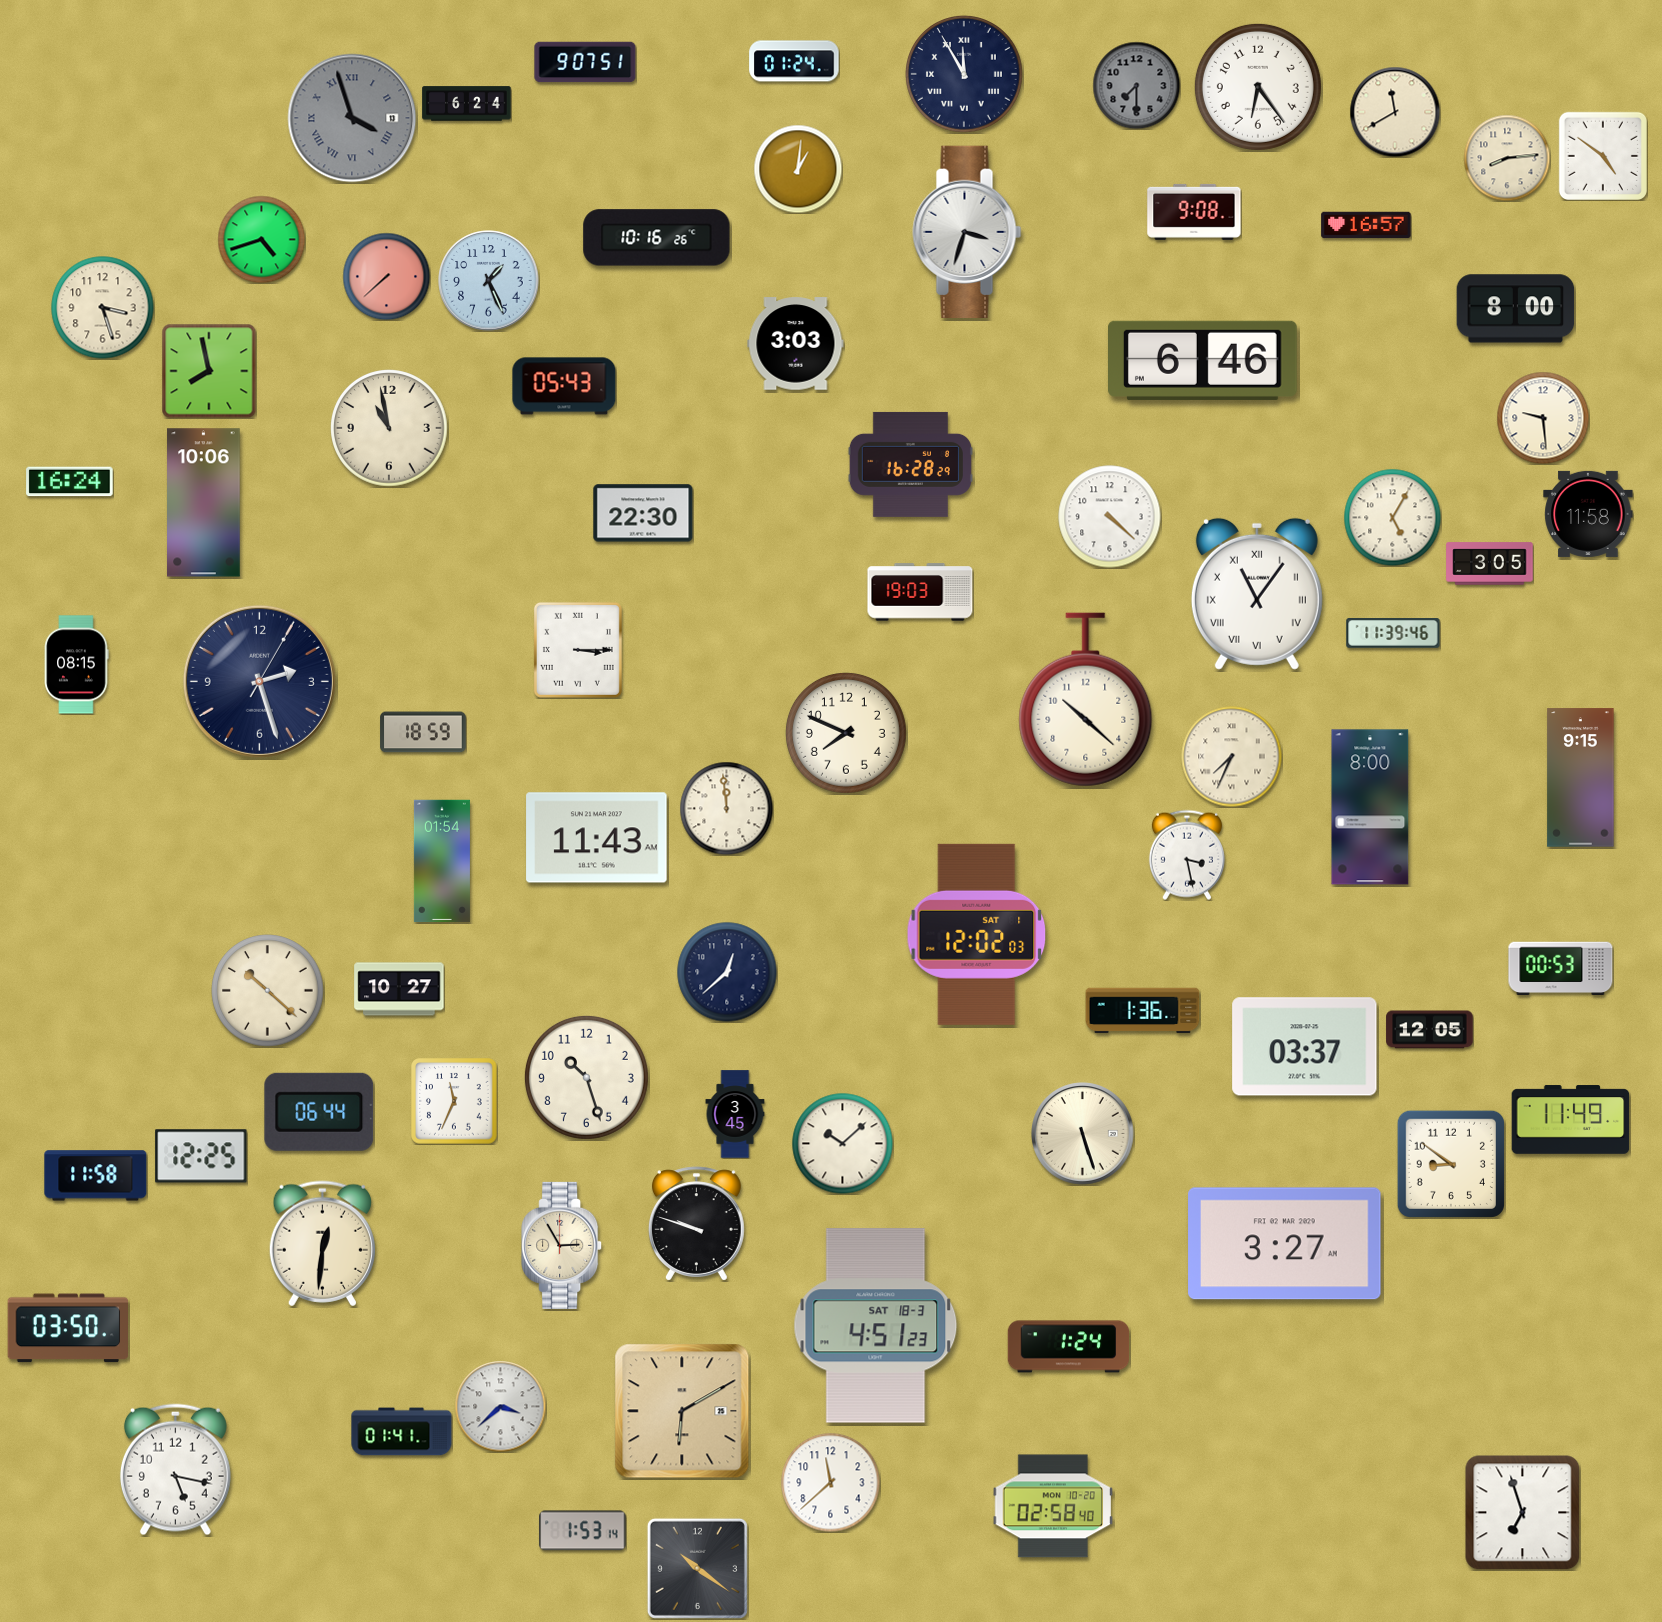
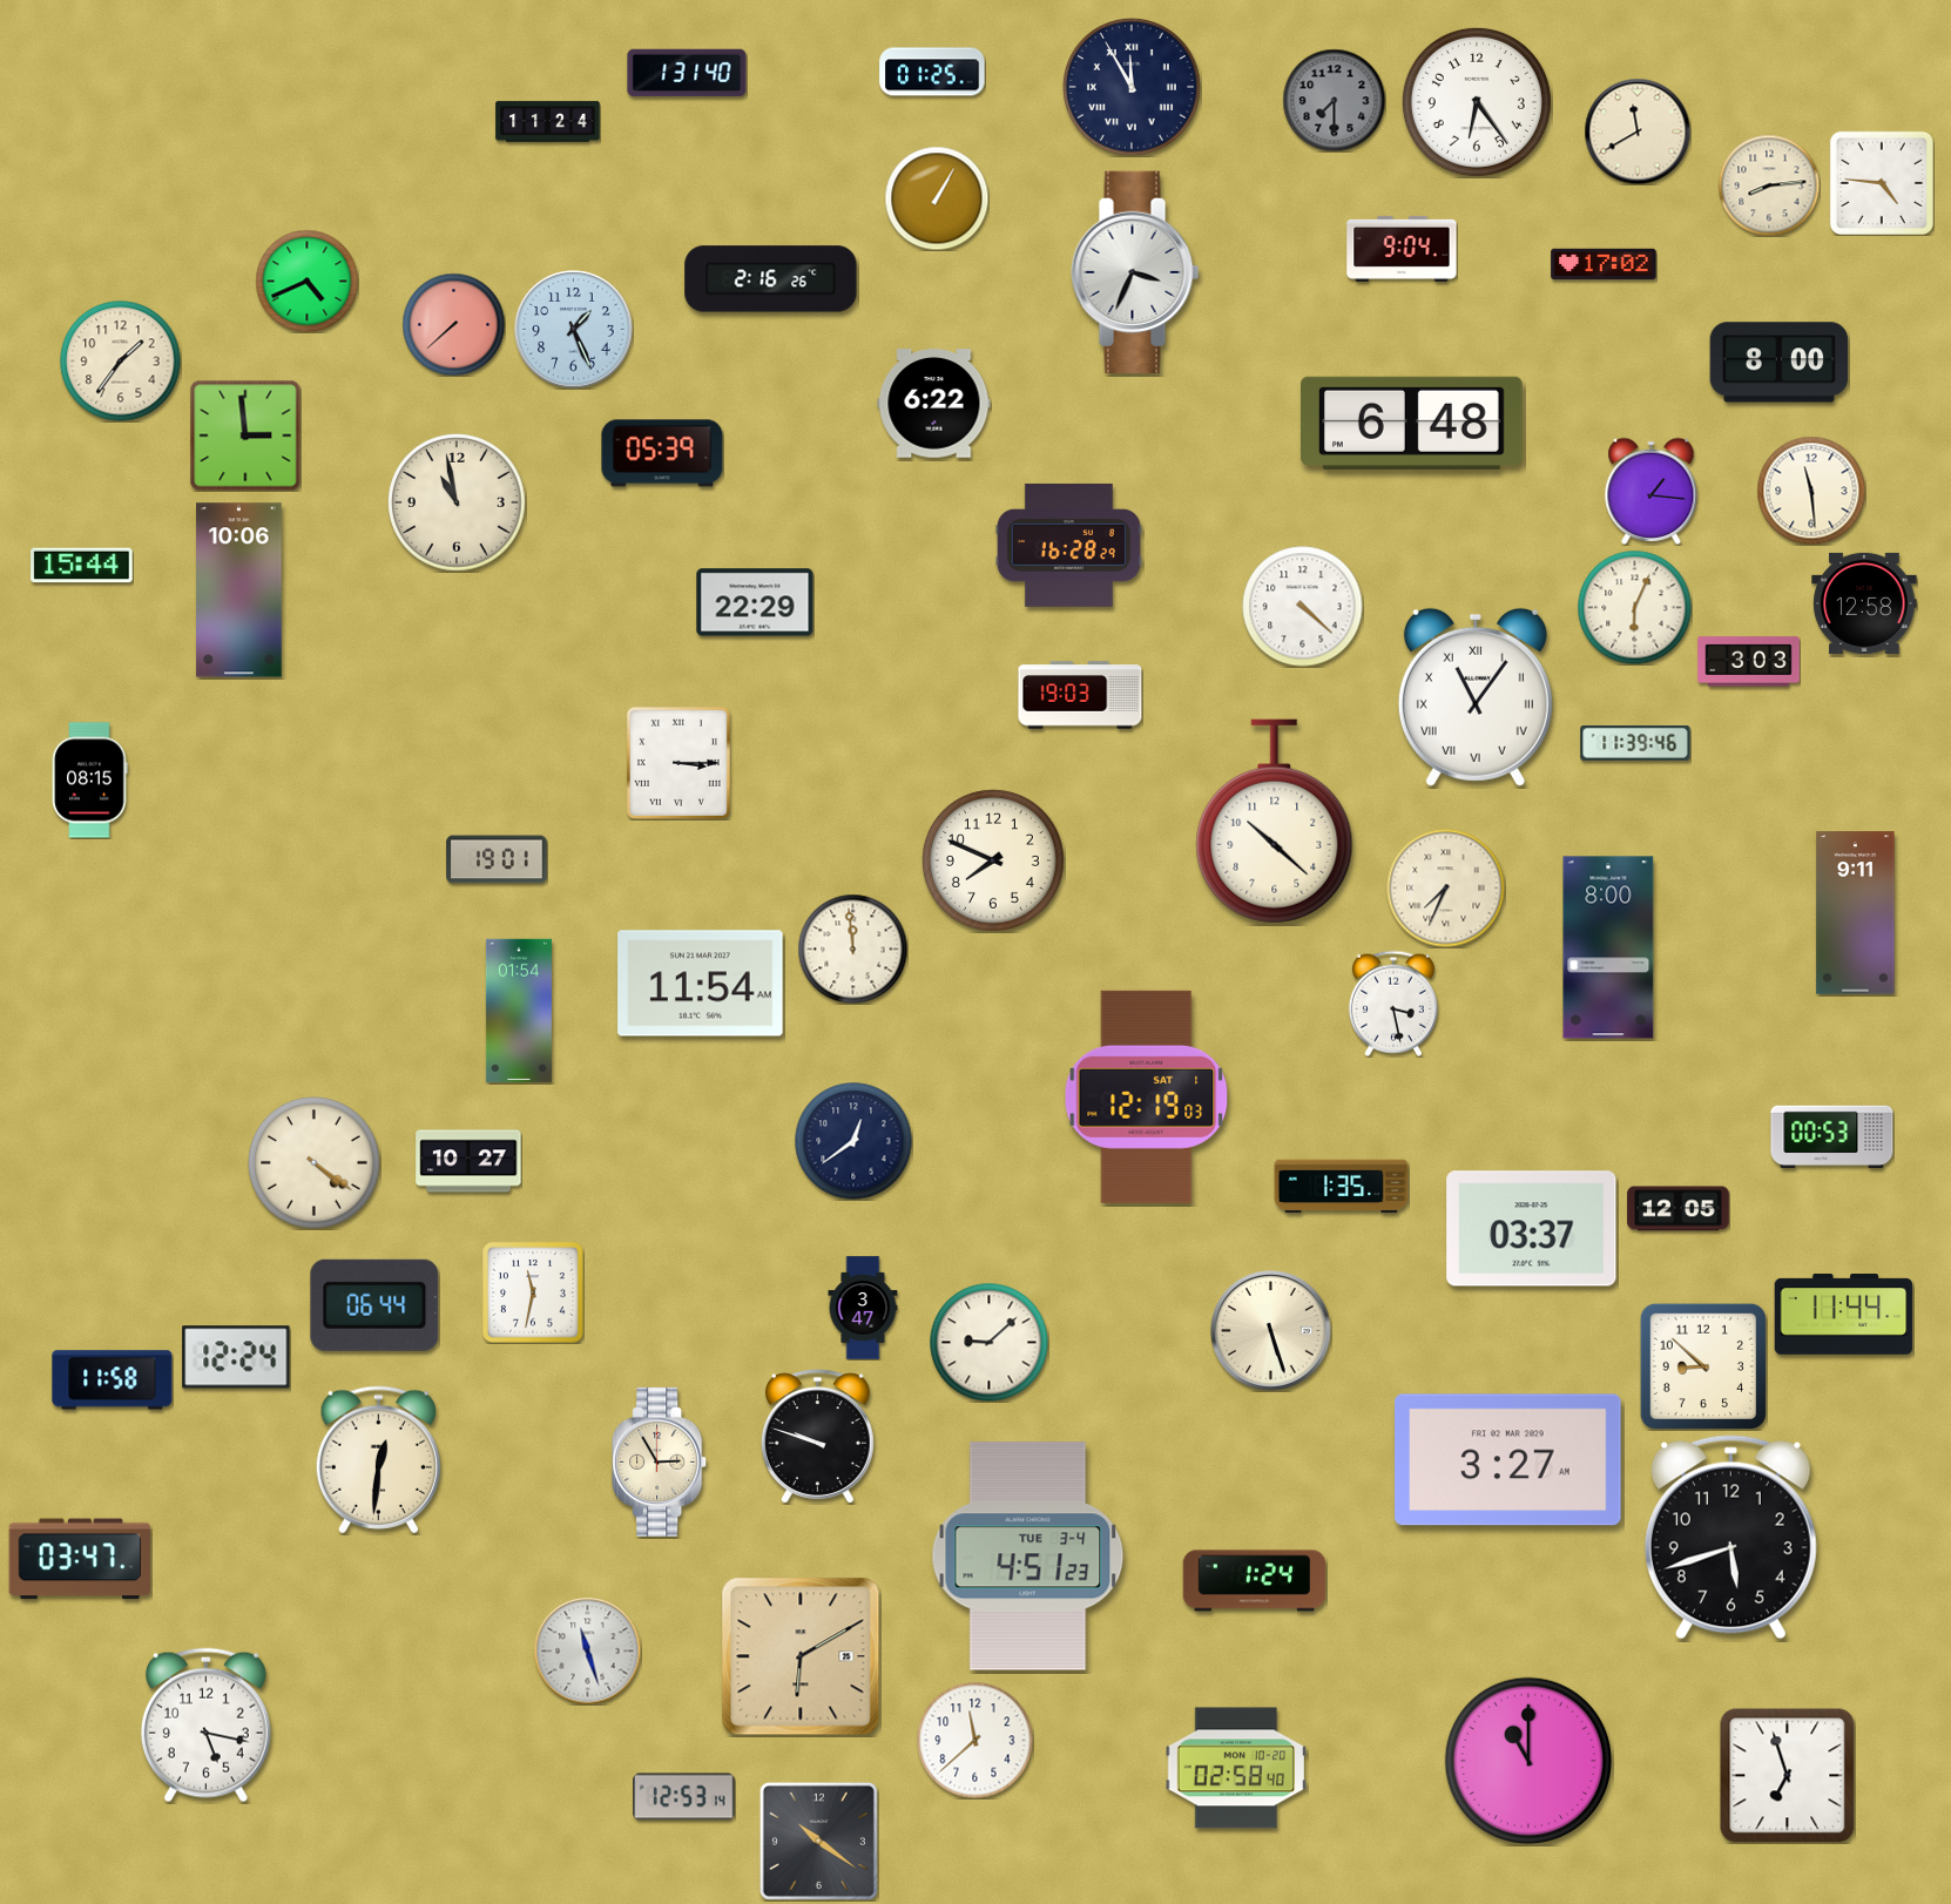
clock at (794, 61): 01:24 -> 01:25
clock at (585, 62): 9:07 -> 1:31
clock at (467, 104): 6:24 -> 11:24
clock at (352, 118): 3:57 -> none
clock at (1603, 156): 4:51 -> 4:46
clock at (798, 169): 1:01 -> 1:05
clock at (1194, 212): 9:08 -> 9:04
clock at (1366, 225): 16:57 -> 17:02
clock at (967, 231): 3:33 -> 3:34
clock at (657, 238): 10:16 -> 2:16
clock at (261, 239): 4:42 -> 4:41
clock at (103, 308): 3:27 -> 1:36
clock at (796, 344): 3:03 -> 6:22
clock at (1203, 360): 6:46 -> 6:48
clock at (209, 371): 7:58 -> 2:59
clock at (564, 386): 05:43 -> 05:39
clock at (1652, 491): none -> 1:16
clock at (1543, 418): 9:29 -> 11:29
clock at (70, 482): 16:24 -> 15:44
clock at (643, 513): 22:30 -> 22:29
clock at (1588, 514): 11:58 -> 12:58
clock at (1392, 517): 5:05 -> 6:04
clock at (1490, 564): 3:05 -> 3:03
clock at (259, 681): 2:27 -> none
clock at (423, 732): 18:59 -> 19:01
clock at (1581, 778): 9:15 -> 9:11
clock at (597, 838): 11:43 -> 11:54
clock at (977, 934): 12:02 -> 12:19
clock at (727, 972): 12:38 -> 12:39
clock at (268, 991): 10:22 -> 4:21
clock at (1143, 1011): 1:36 -> 1:35
clock at (586, 1077): 10:27 -> none
clock at (454, 1101): 11:34 -> 11:32
clock at (735, 1114): 3:45 -> 3:47
clock at (1571, 1120): 11:49 -> 11:44
clock at (843, 1144): 10:08 -> 9:08
clock at (201, 1156): 12:25 -> 12:24
clock at (1451, 1164): 8:51 -> 8:52
clock at (1730, 1538): none -> 5:42
clock at (876, 1326) date: SAT 18-3 -> TUE 3-4
clock at (68, 1328): 03:50 -> 03:47
clock at (500, 1406): 3:38 -> 11:27
clock at (402, 1432): 01:41 -> none
clock at (1527, 1760): none -> 11:00
clock at (583, 1531): 1:53 -> 12:53
